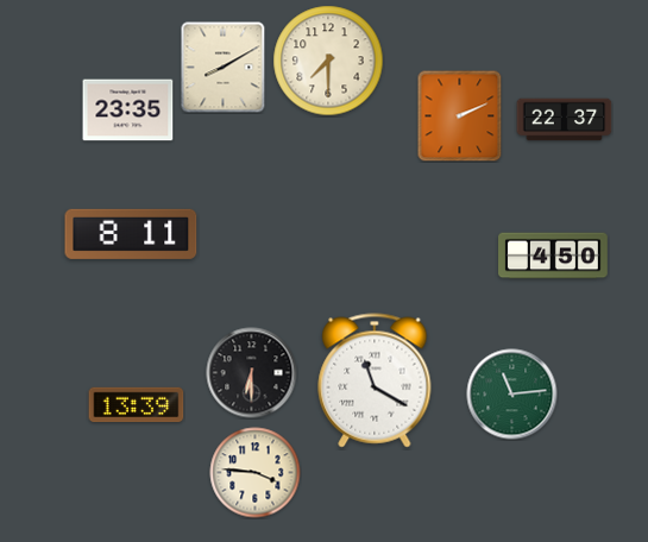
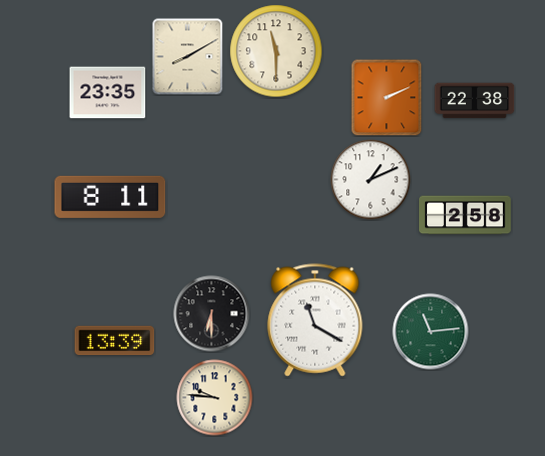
clock at (328, 61): 7:30 -> 11:30
clock at (565, 120): 22:37 -> 22:38
clock at (371, 180): none -> 1:11
clock at (553, 256): 4:50 -> 2:58
clock at (256, 473): 3:46 -> 9:46
